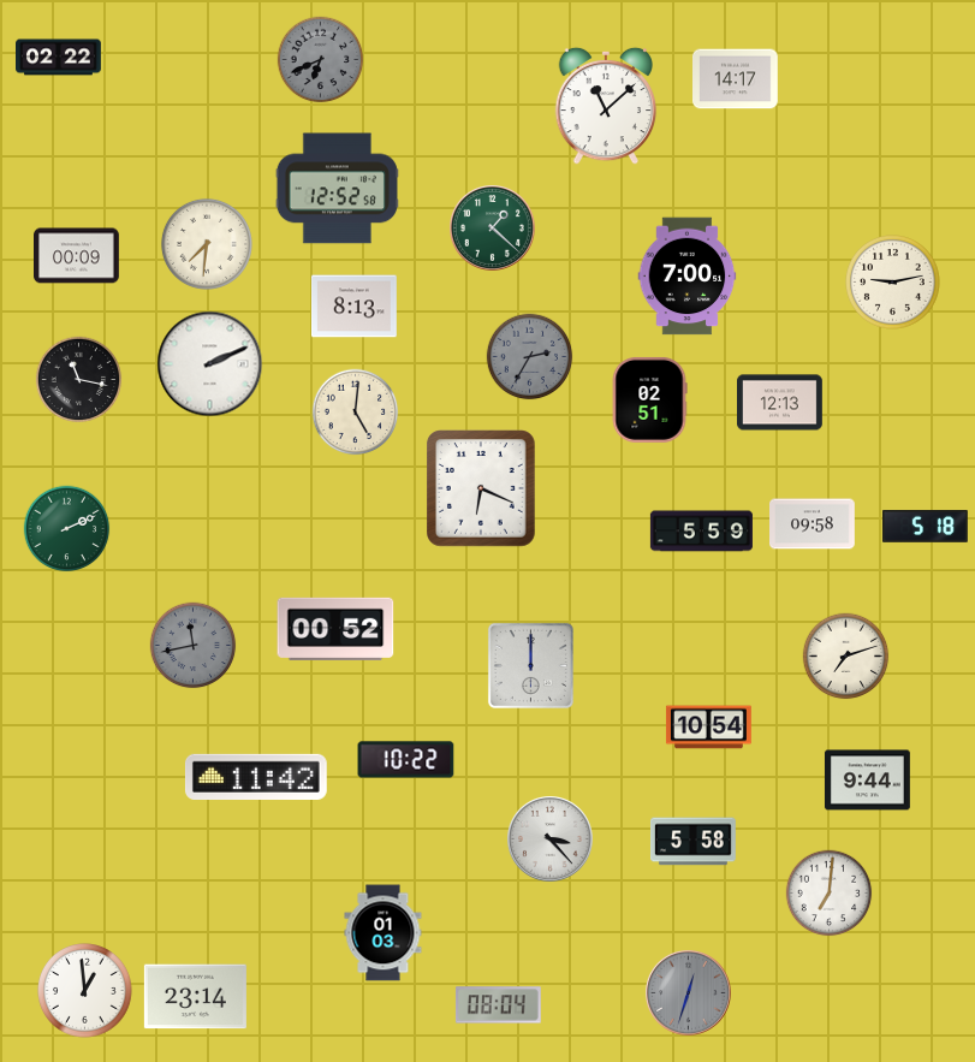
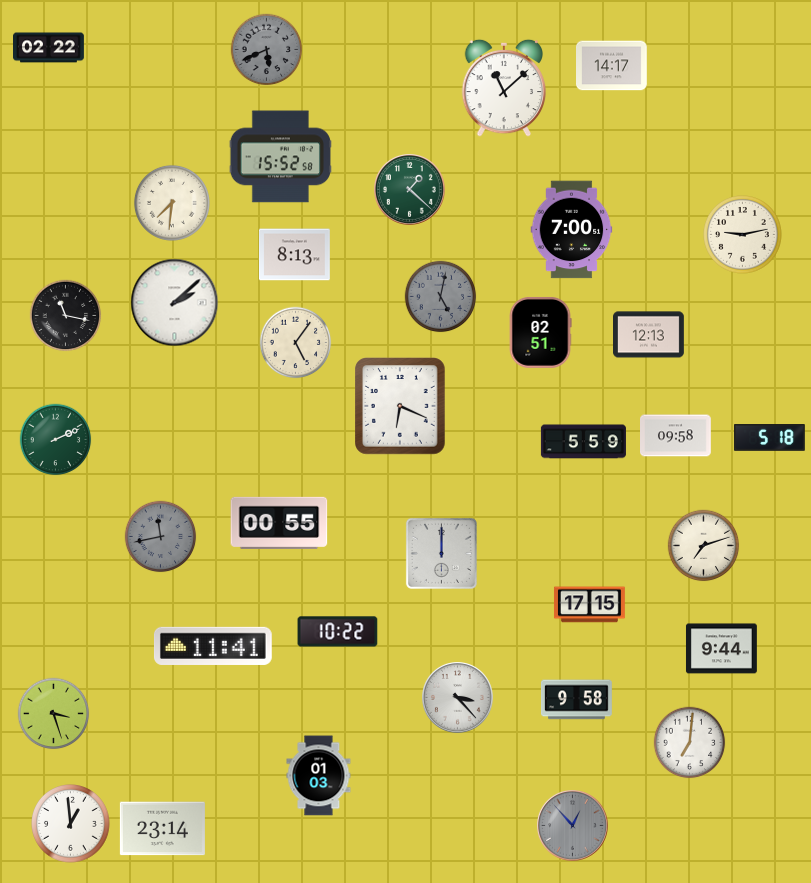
clock at (321, 60): 6:41 -> 5:41
clock at (337, 189): 12:52 -> 15:52
clock at (77, 256): 00:09 -> none
clock at (530, 357): 2:35 -> 5:02
clock at (210, 364): 2:11 -> 2:08
clock at (356, 413): 5:01 -> 5:06
clock at (335, 629): 00:52 -> 00:55
clock at (708, 728): 10:54 -> 17:15
clock at (256, 777): 11:42 -> 11:41
clock at (694, 842): 5:58 -> 9:58
clock at (54, 714): none -> 3:27
clock at (689, 993): 12:33 -> 12:53
clock at (498, 1005): 08:04 -> none
